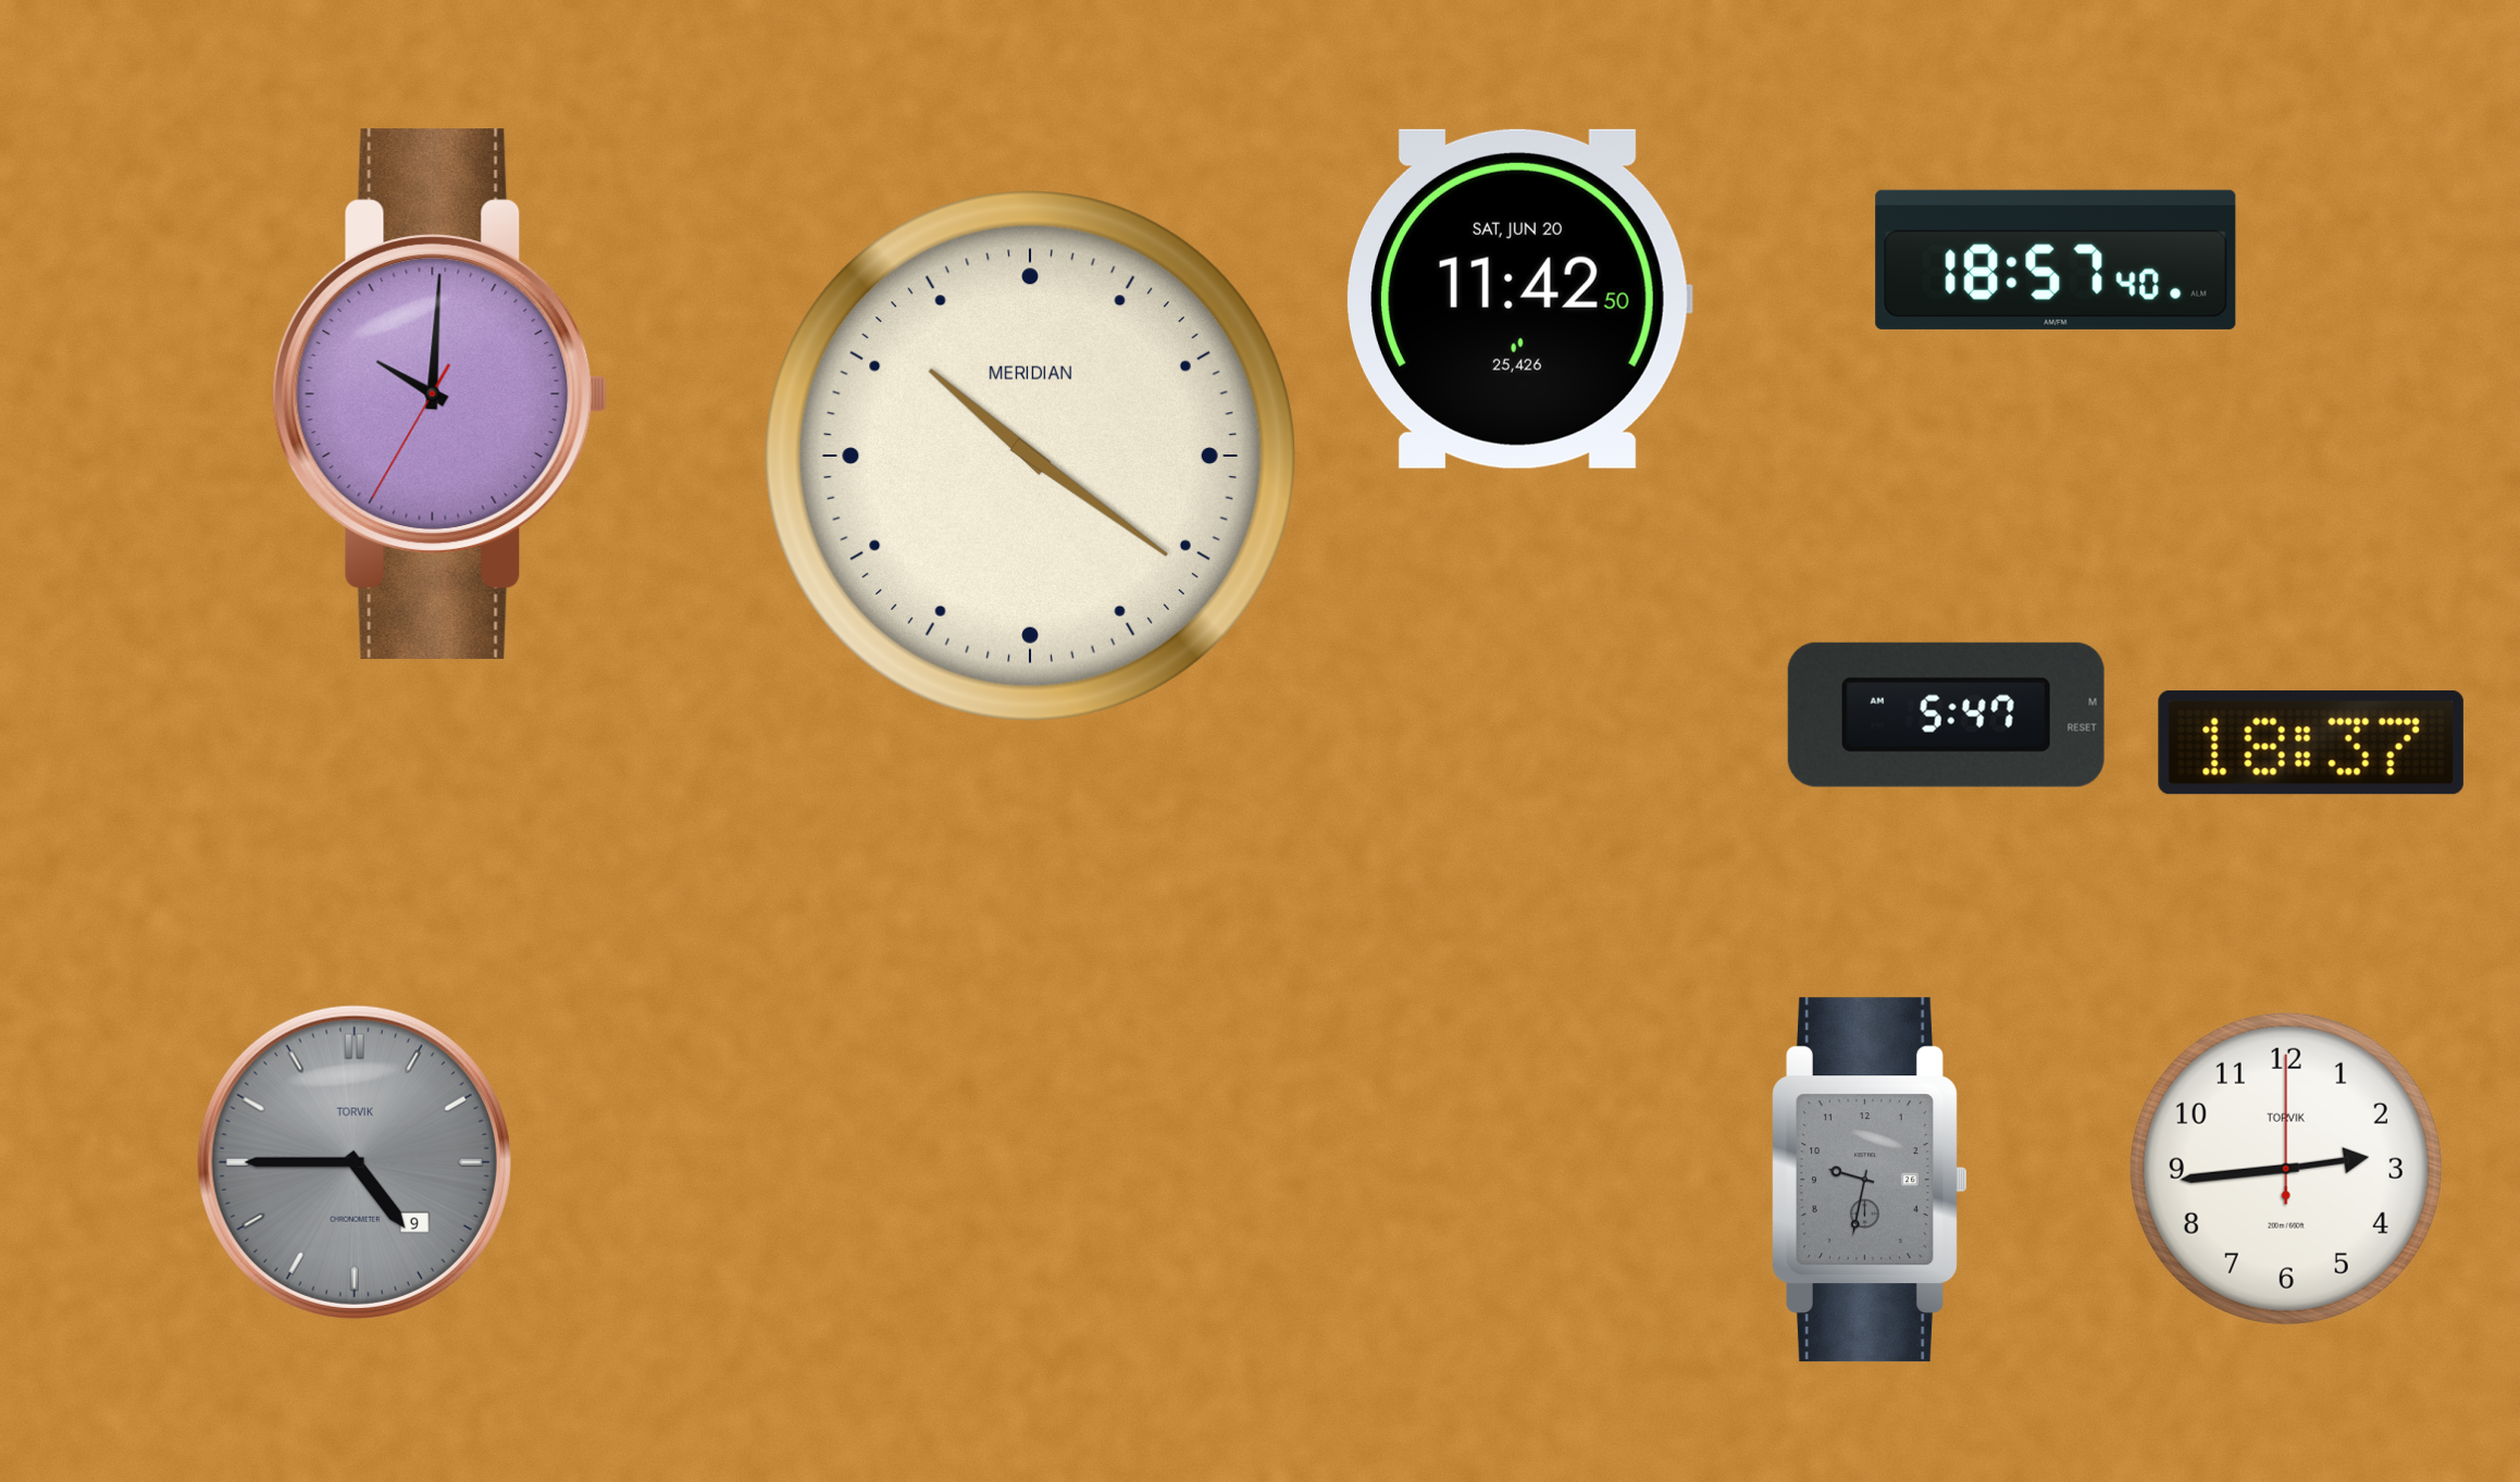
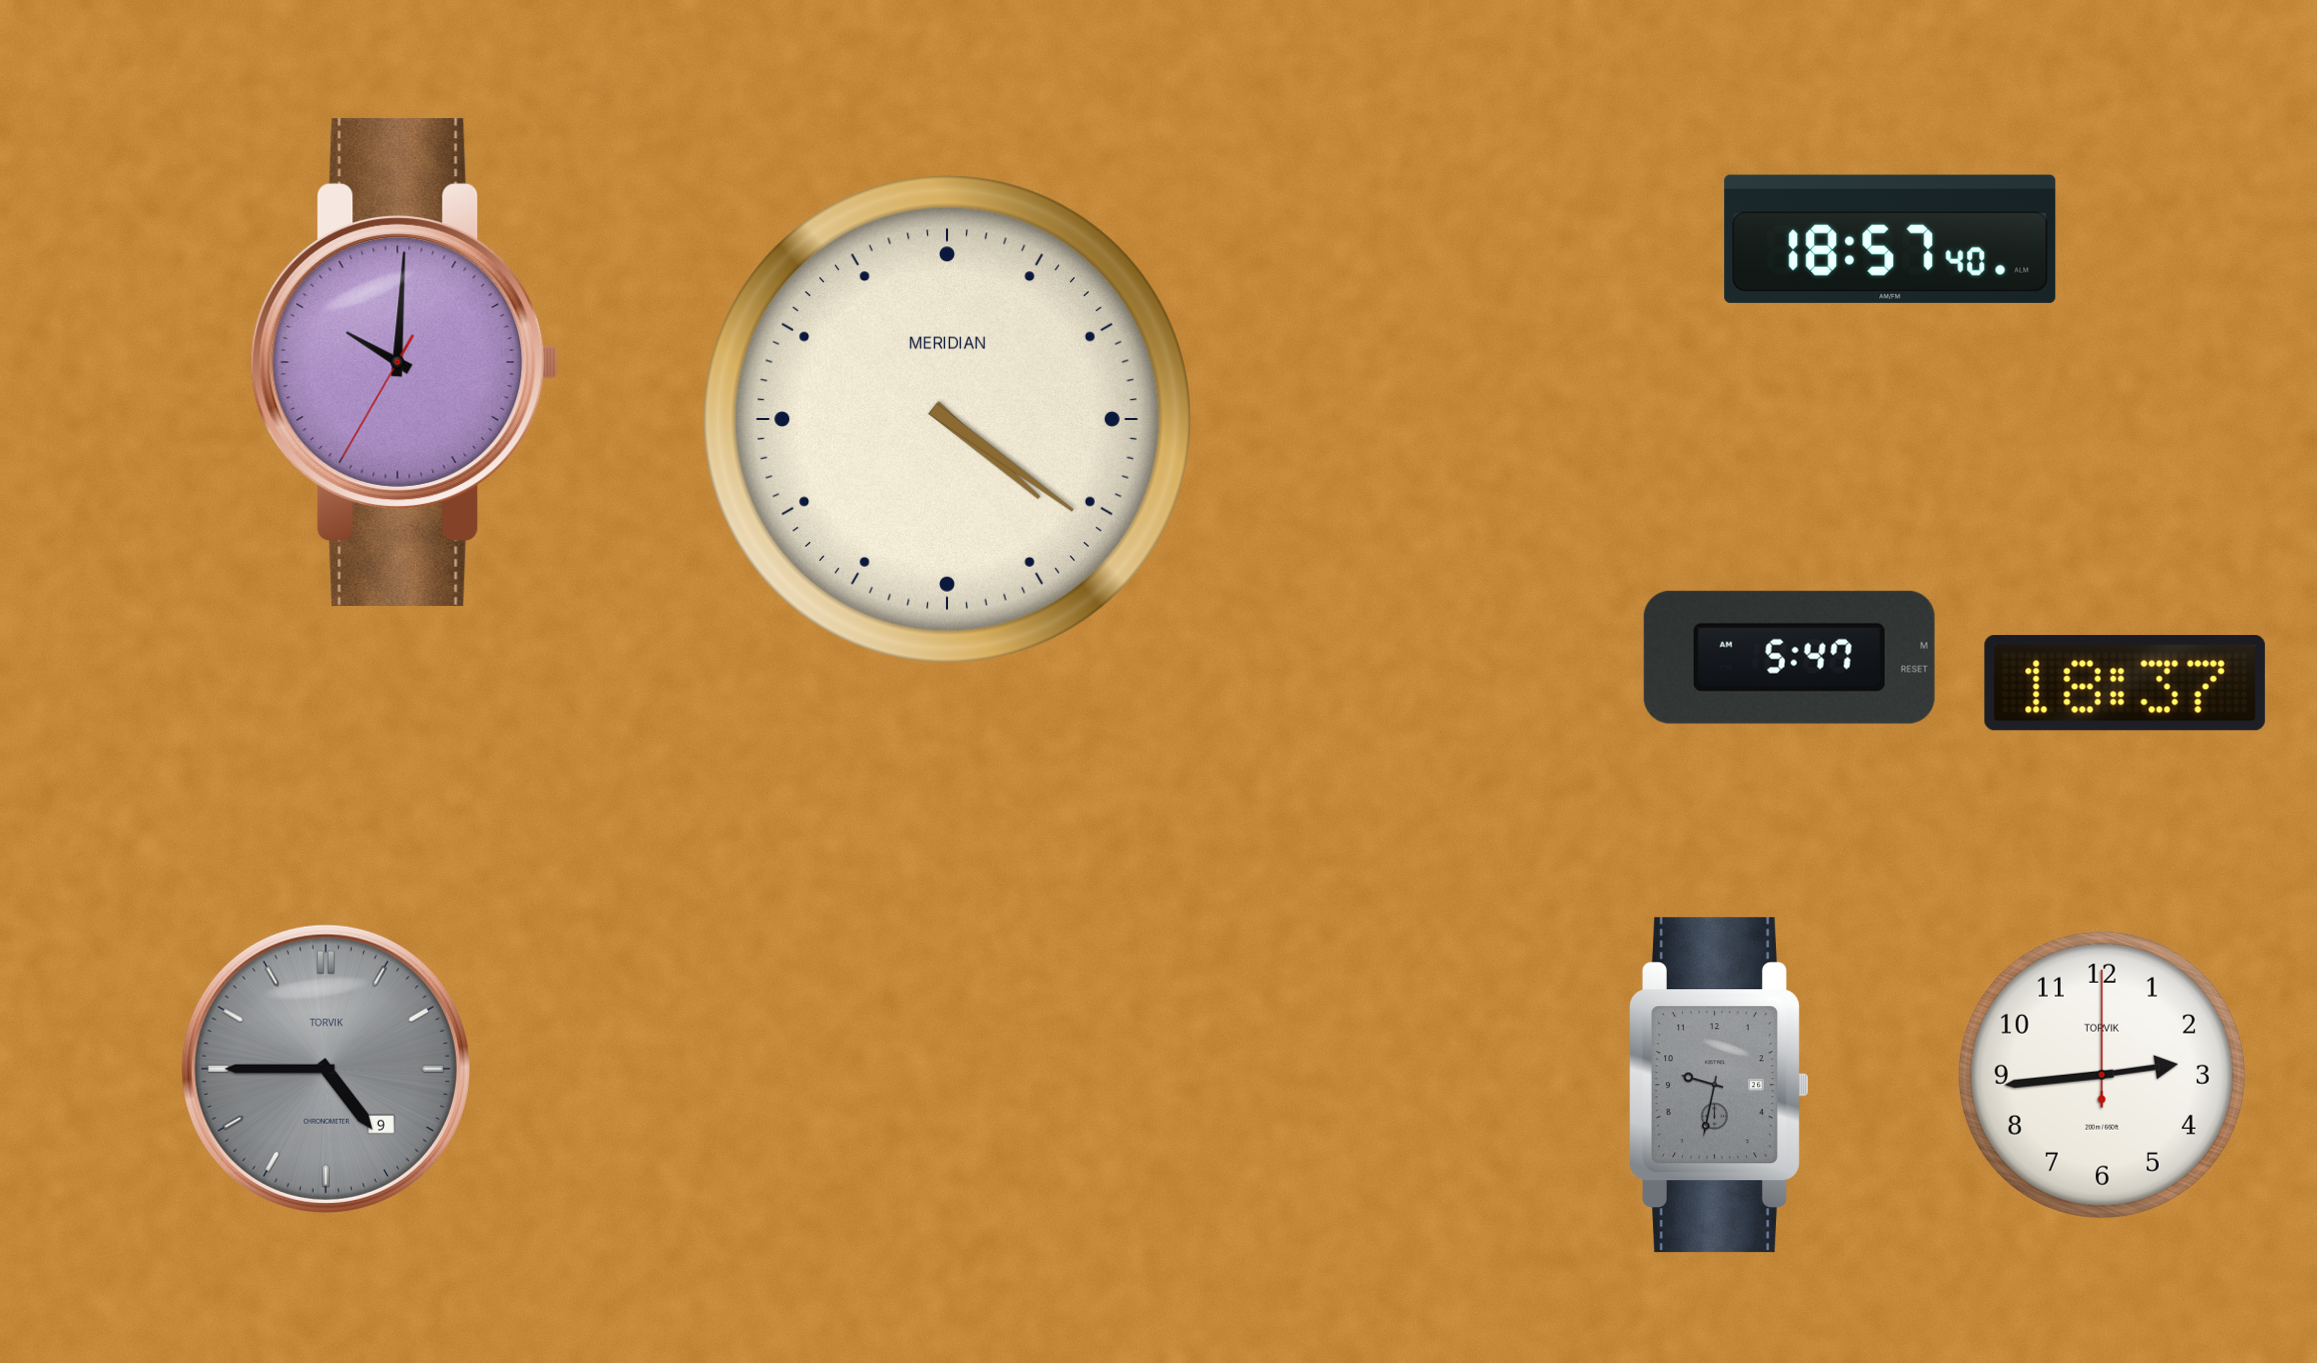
clock at (1519, 299): 11:42 -> none
clock at (1030, 456): 10:21 -> 4:21
